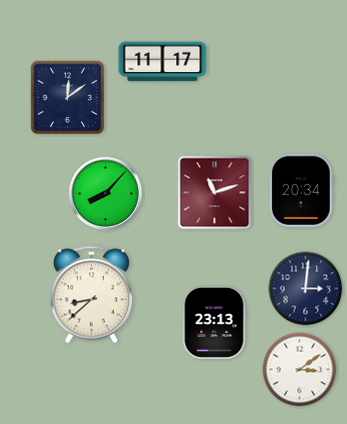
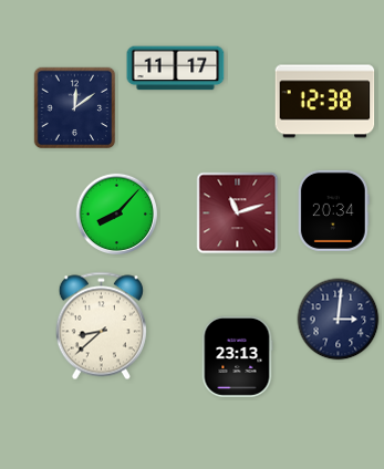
clock at (163, 62) position: (163, 62) -> (176, 69)
clock at (325, 102): none -> 12:38
clock at (300, 370): 3:09 -> none
